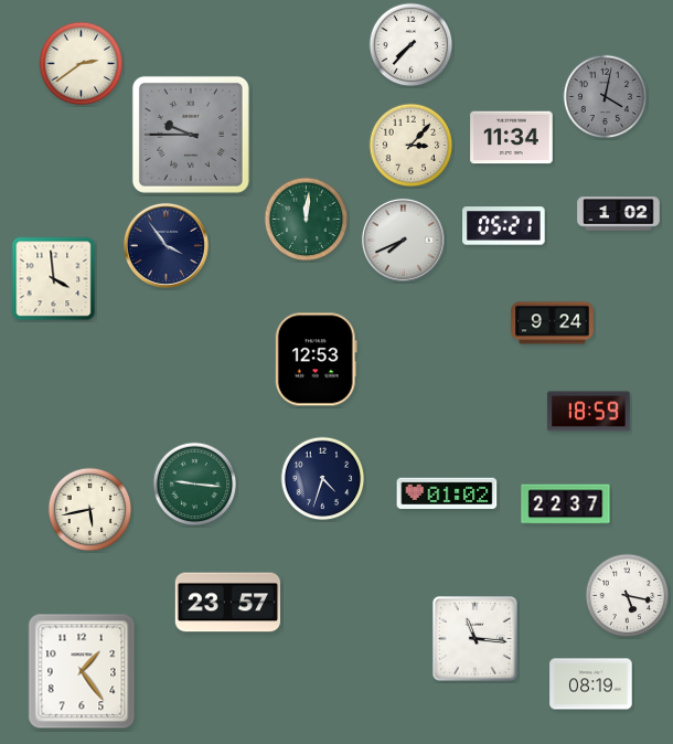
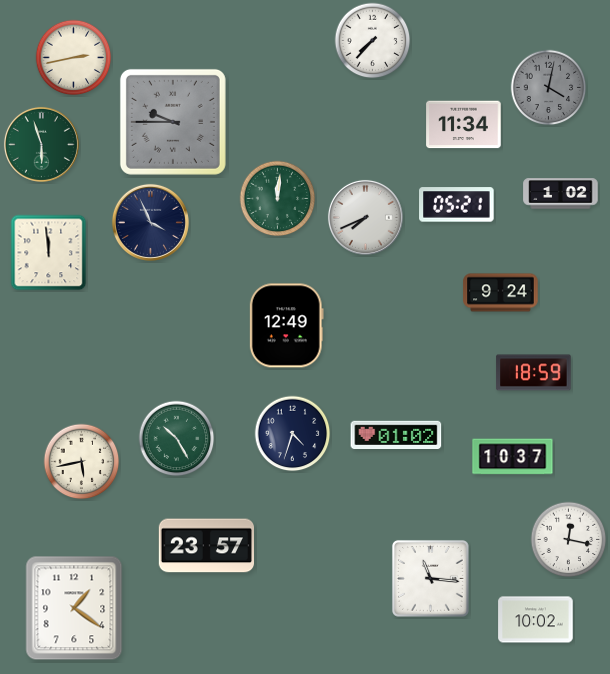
clock at (82, 64): 2:39 -> 2:43
clock at (412, 146): 3:07 -> none
clock at (41, 144): none -> 5:57
clock at (165, 245): 3:54 -> 3:56
clock at (54, 279): 3:59 -> 11:59
clock at (316, 360): 12:53 -> 12:49
clock at (195, 485): 9:16 -> 10:25
clock at (447, 493) position: (447, 493) -> (396, 435)
clock at (566, 504): 22:37 -> 10:37
clock at (628, 596): 5:17 -> 12:17
clock at (82, 671): 1:24 -> 1:21
clock at (591, 684): 08:19 -> 10:02
